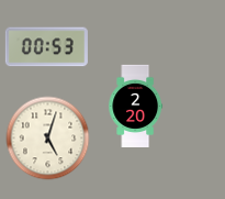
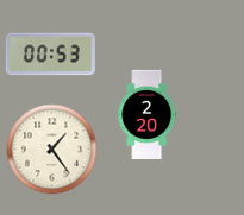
clock at (46, 47) position: (46, 47) -> (50, 55)
clock at (48, 139): 5:03 -> 1:24
